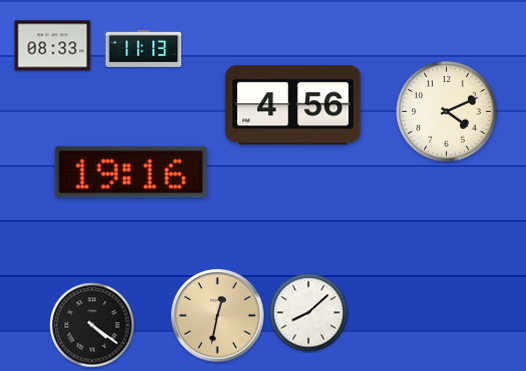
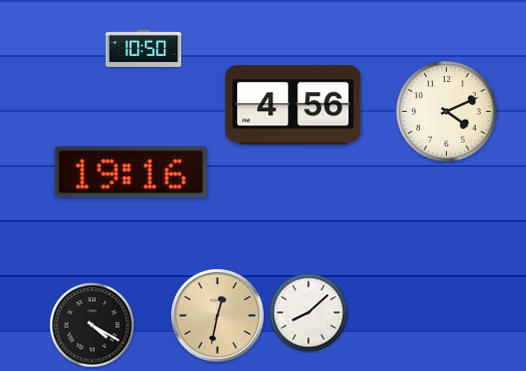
clock at (53, 46): 08:33 -> none
clock at (144, 48): 11:13 -> 10:50
clock at (92, 325): 4:21 -> 4:20
